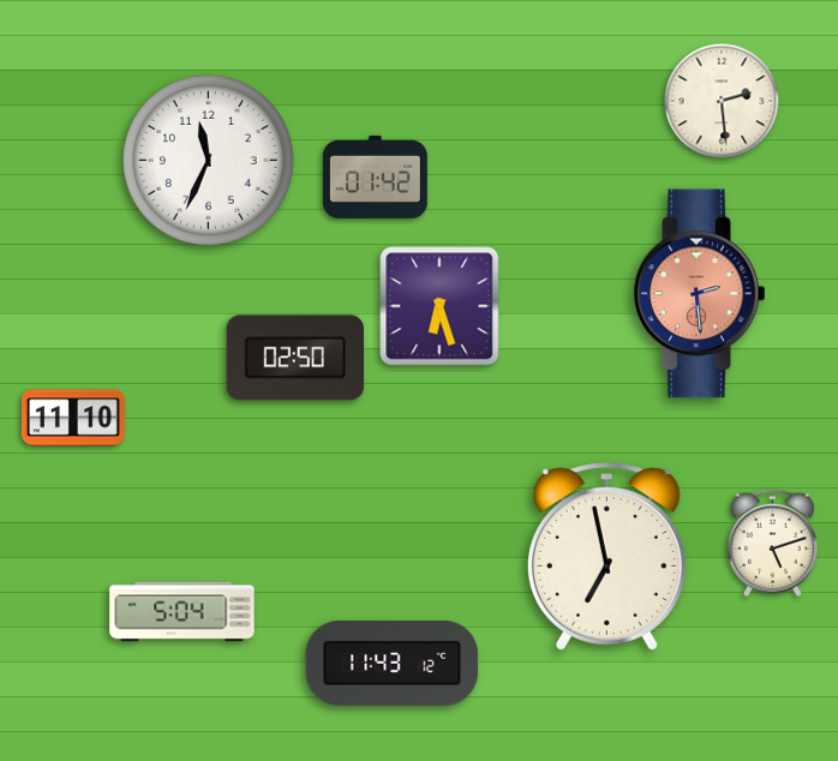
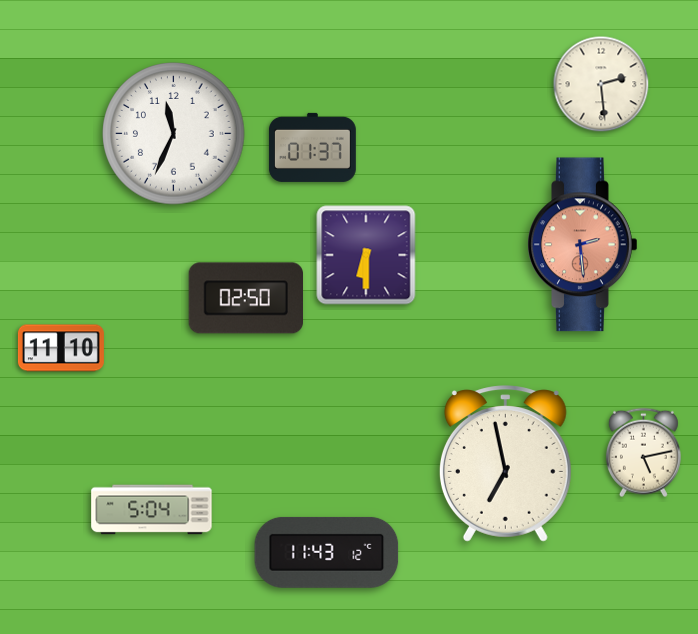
clock at (376, 176): 01:42 -> 01:37
clock at (439, 306): 6:27 -> 6:30
clock at (772, 544): 5:12 -> 5:13
